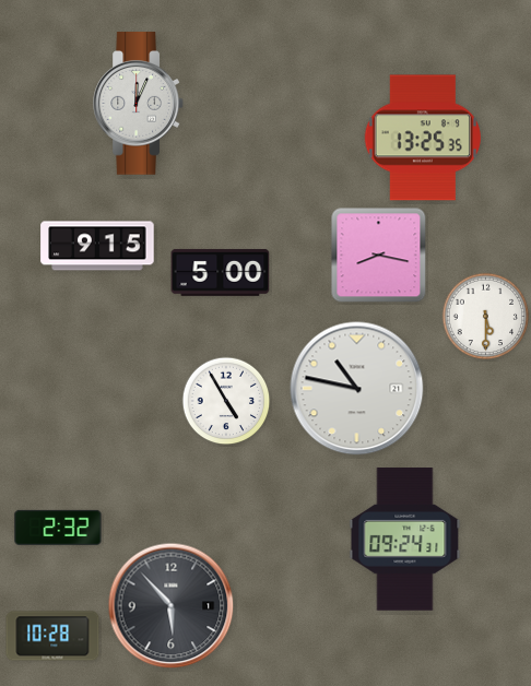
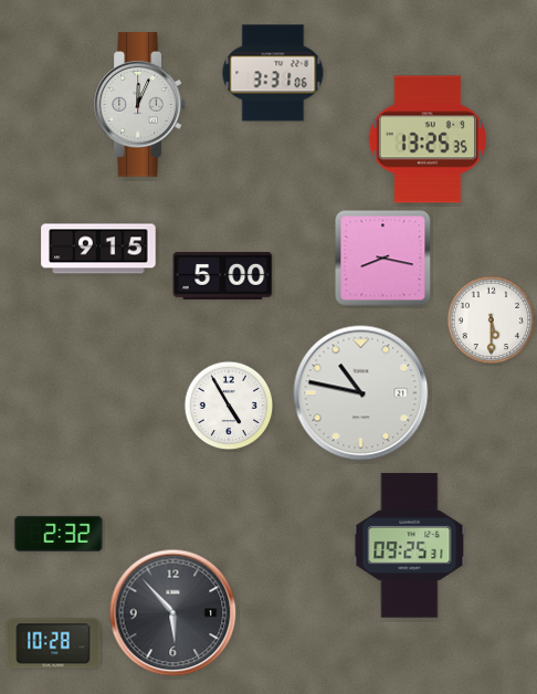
clock at (273, 73): none -> 3:31
clock at (405, 540): 09:24 -> 09:25
